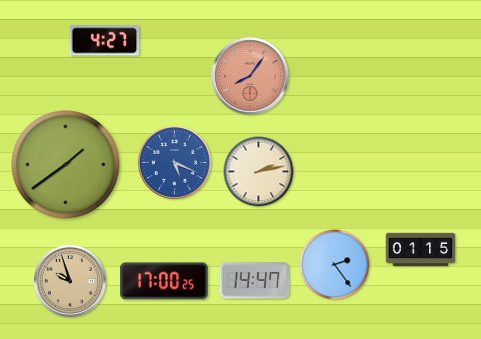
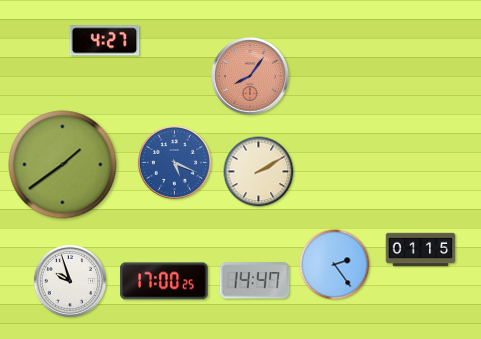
clock at (66, 165) position: (66, 165) -> (63, 165)
clock at (259, 172): 2:13 -> 2:10
clock at (70, 281) dial: champagne -> white
